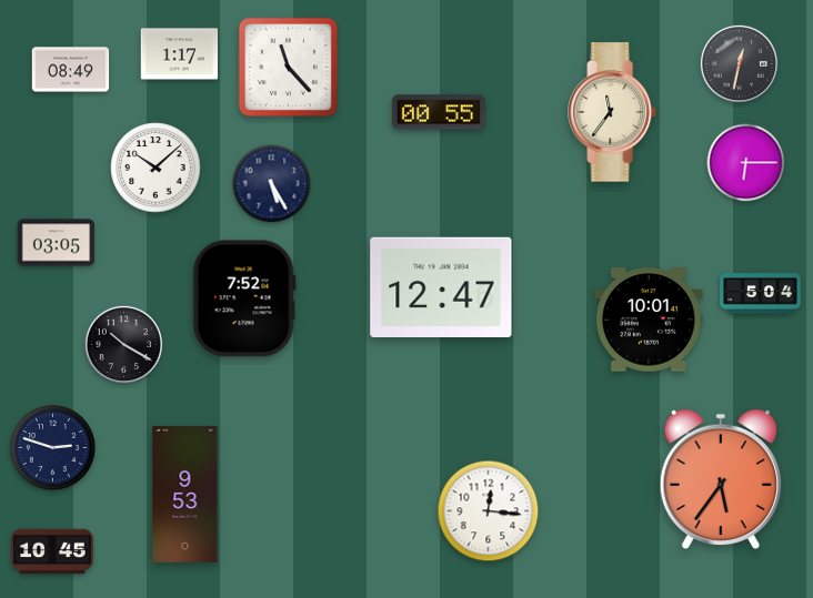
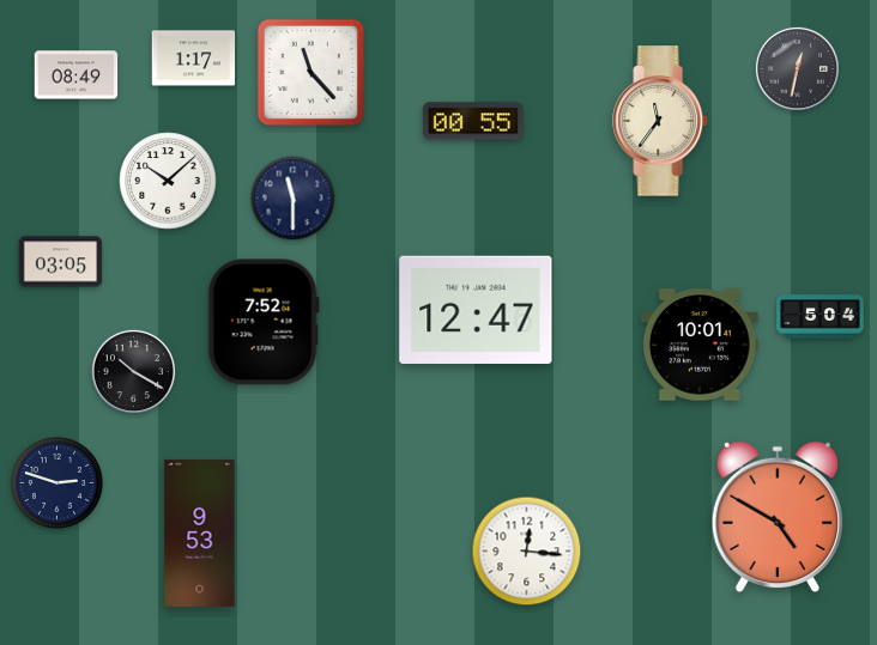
clock at (746, 163): 6:15 -> none
clock at (272, 184): 5:25 -> 11:30
clock at (721, 479): 5:36 -> 4:50
clock at (52, 551): 10:45 -> none
